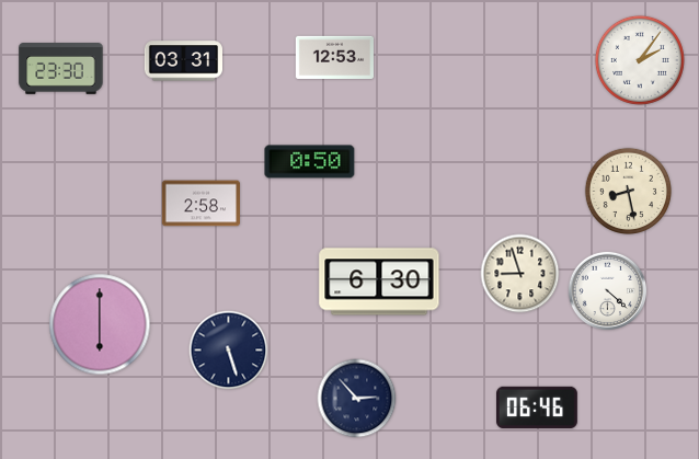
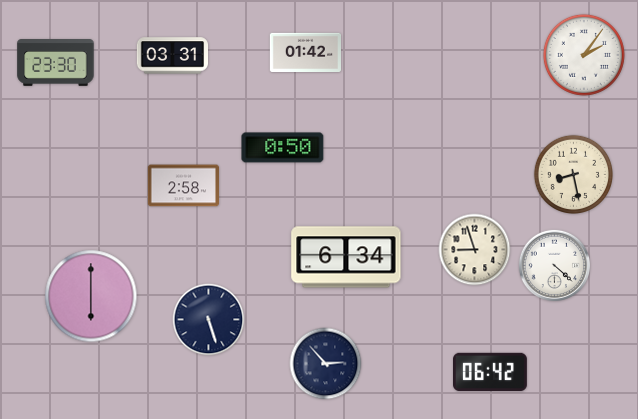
clock at (334, 58): 12:53 -> 01:42
clock at (183, 61) position: (183, 61) -> (172, 56)
clock at (379, 282): 6:30 -> 6:34
clock at (538, 408): 06:46 -> 06:42
